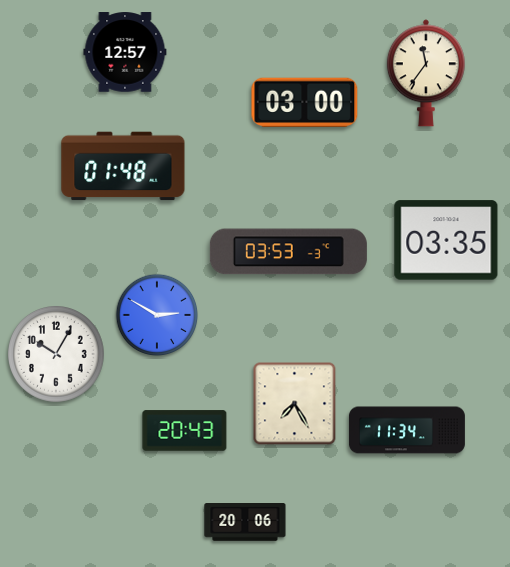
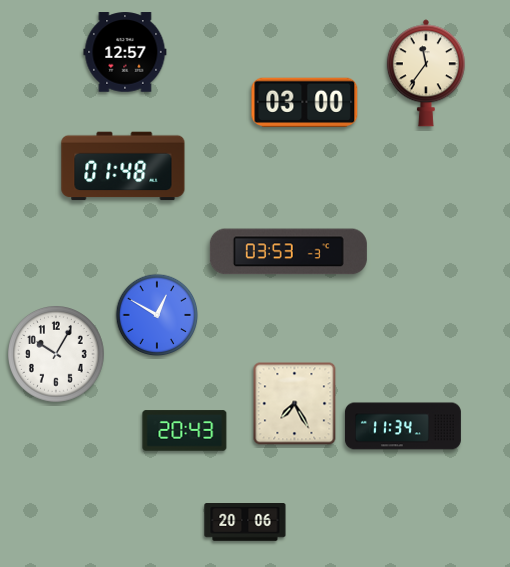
clock at (446, 240): 03:35 -> none
clock at (157, 315): 2:50 -> 12:50
clock at (407, 430) position: (407, 430) -> (403, 426)
